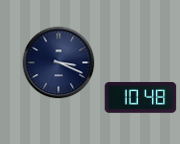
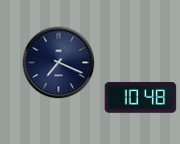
clock at (59, 63): 3:19 -> 7:19
